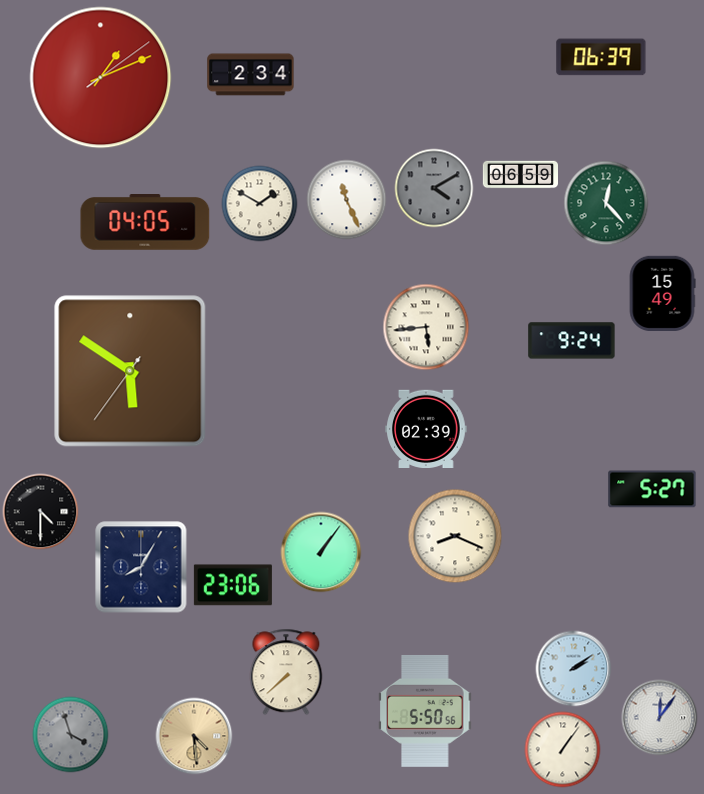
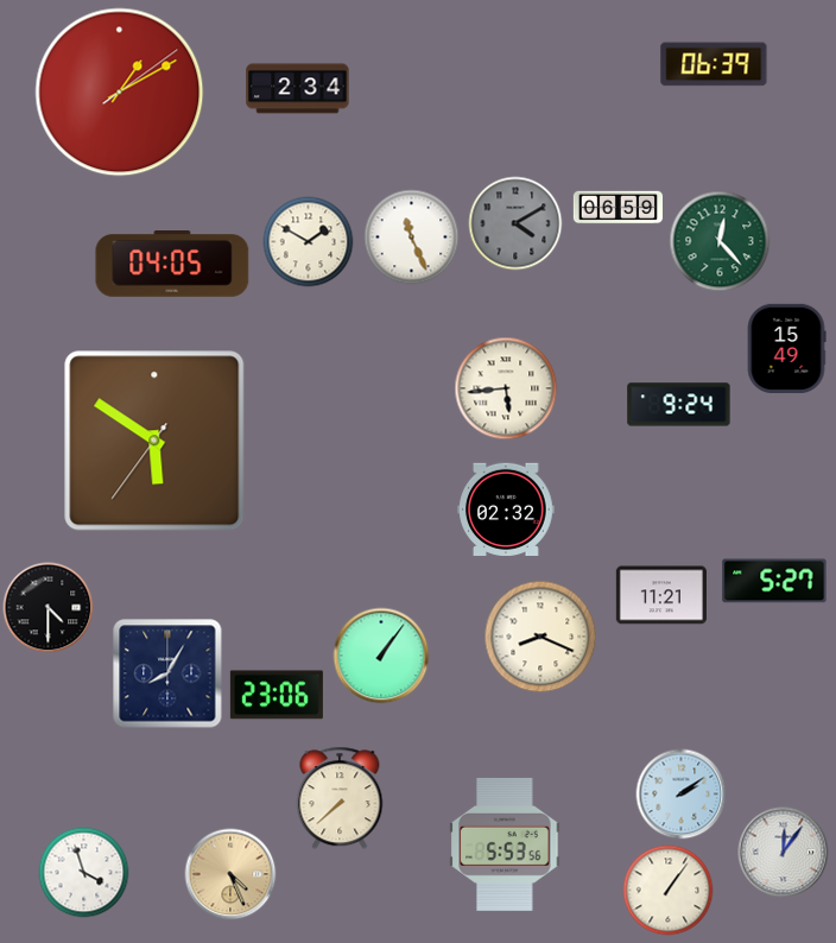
clock at (601, 57) position: (601, 57) -> (714, 64)
clock at (101, 78): 1:11 -> 1:10
clock at (426, 428): 02:39 -> 02:32
clock at (661, 595): none -> 11:21
clock at (425, 711): 5:50 -> 5:53
clock at (71, 735) dial: grey -> white
clock at (194, 736): 4:29 -> 4:26
